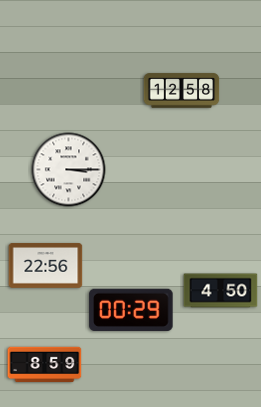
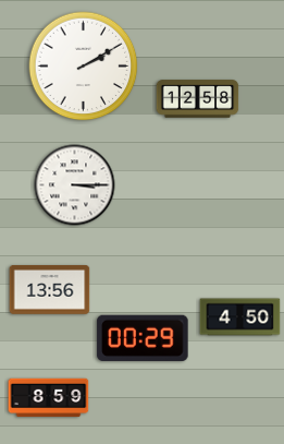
clock at (84, 67): none -> 2:10
clock at (46, 266): 22:56 -> 13:56
